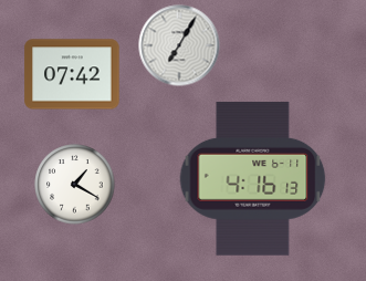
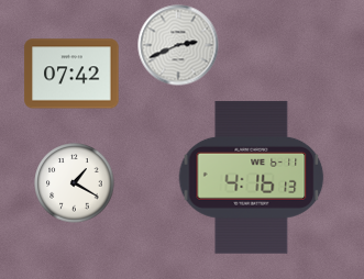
clock at (179, 45): 7:05 -> 2:41
